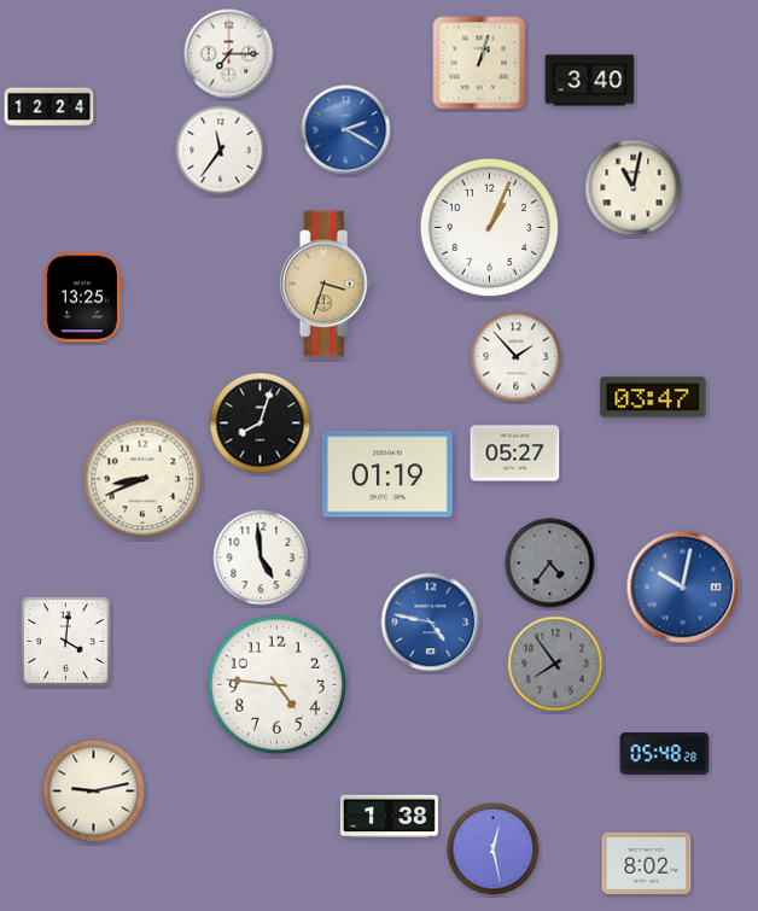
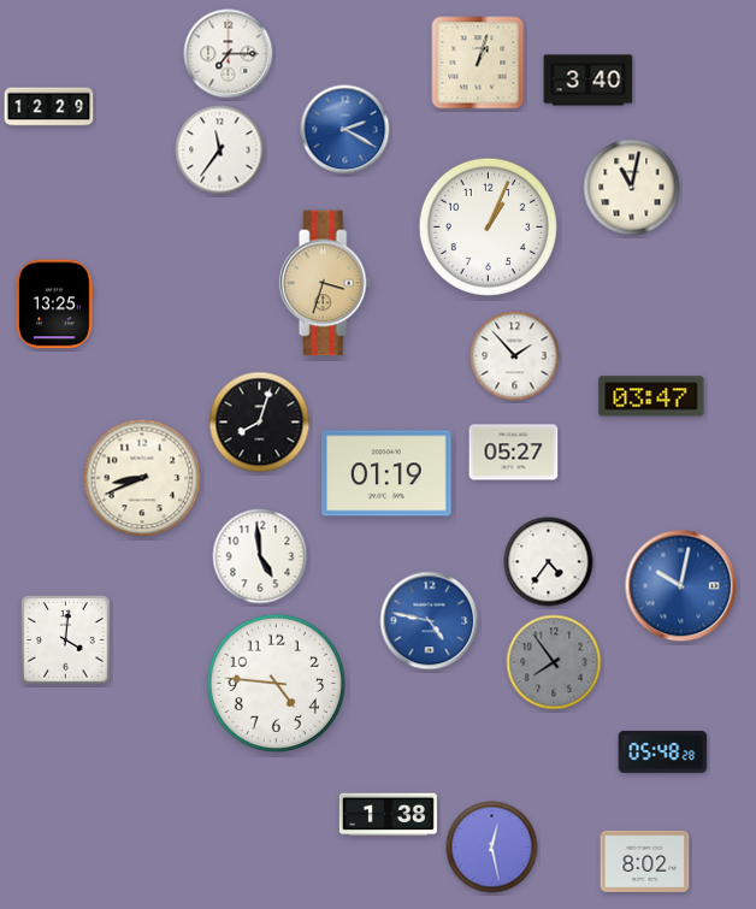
clock at (49, 107): 12:24 -> 12:29
clock at (83, 298) position: (83, 298) -> (55, 305)
clock at (550, 563) dial: grey -> white
clock at (94, 792): 9:13 -> none
